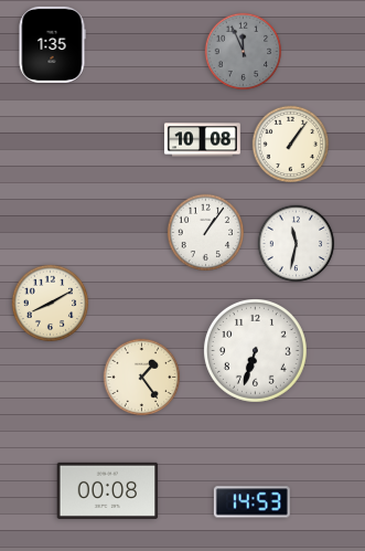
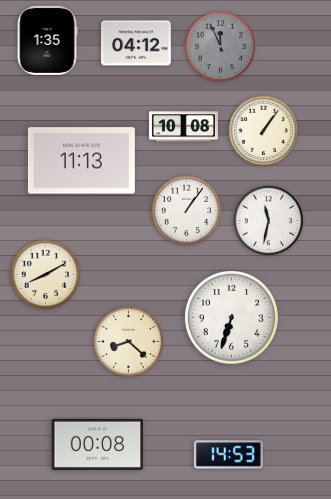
clock at (137, 43): none -> 04:12
clock at (81, 161): none -> 11:13
clock at (142, 378): 1:24 -> 8:22
